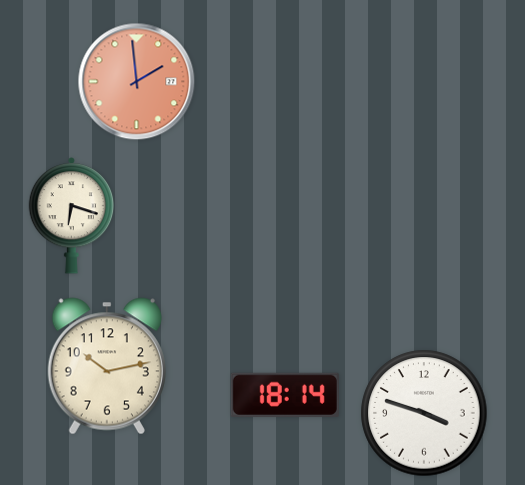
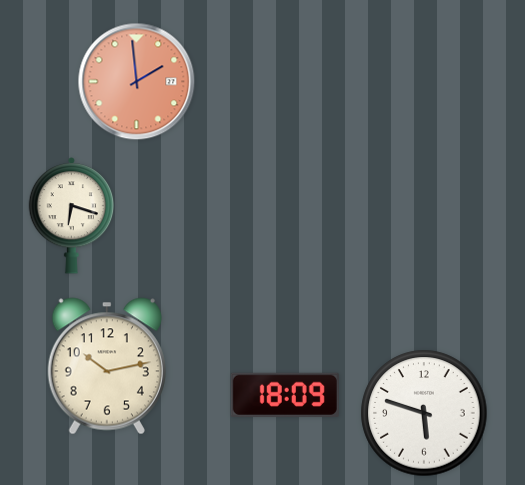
clock at (285, 395): 18:14 -> 18:09
clock at (424, 413): 3:48 -> 5:48
